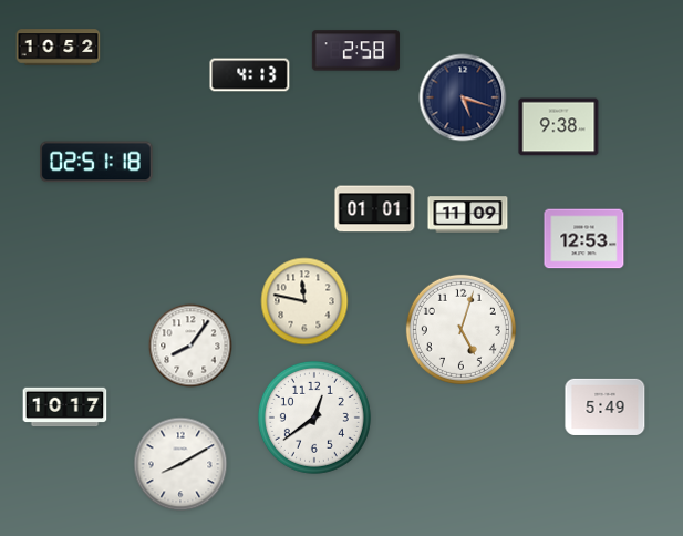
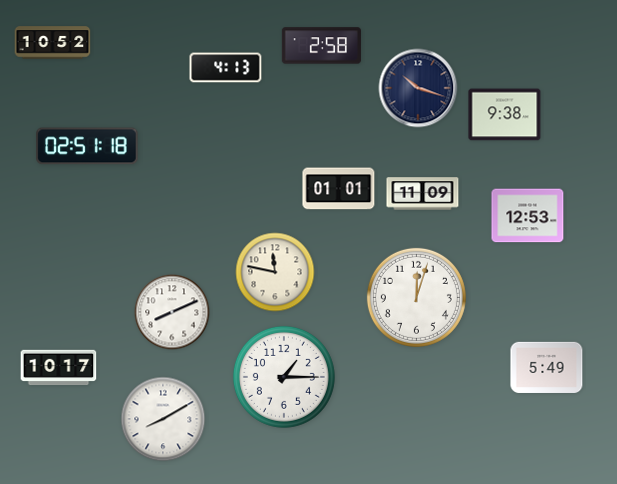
clock at (463, 97): 5:18 -> 10:18
clock at (460, 329): 5:03 -> 12:03
clock at (190, 346): 8:06 -> 8:11
clock at (314, 418): 12:39 -> 1:15
